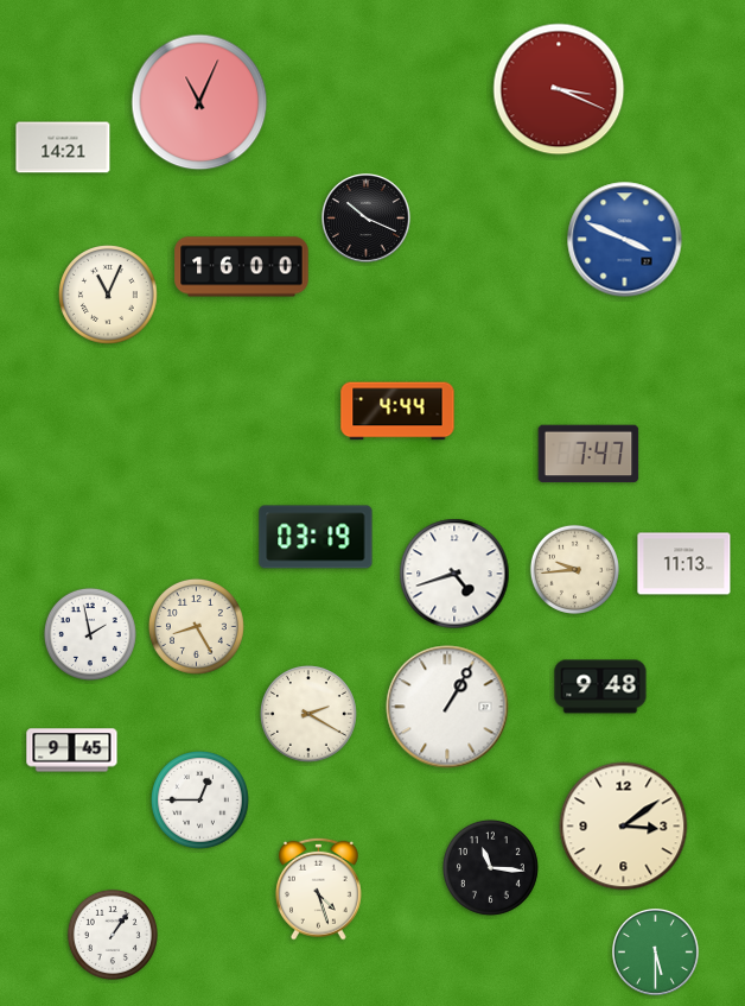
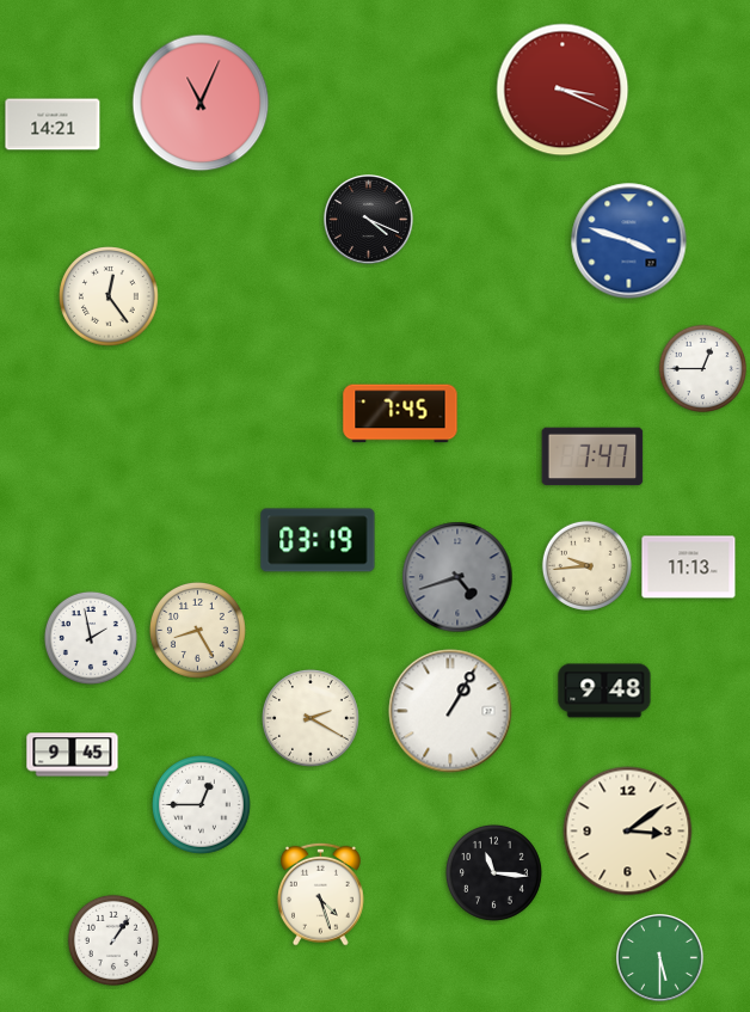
clock at (63, 147) position: (63, 147) -> (53, 124)
clock at (367, 219): 10:19 -> 4:19
clock at (625, 240): 3:49 -> 3:48
clock at (242, 267): 16:00 -> none
clock at (108, 295): 11:04 -> 12:24
clock at (702, 368): none -> 12:45
clock at (397, 411): 4:44 -> 7:45
clock at (574, 569) position: (574, 569) -> (586, 565)
clock at (454, 574) dial: white -> grey
